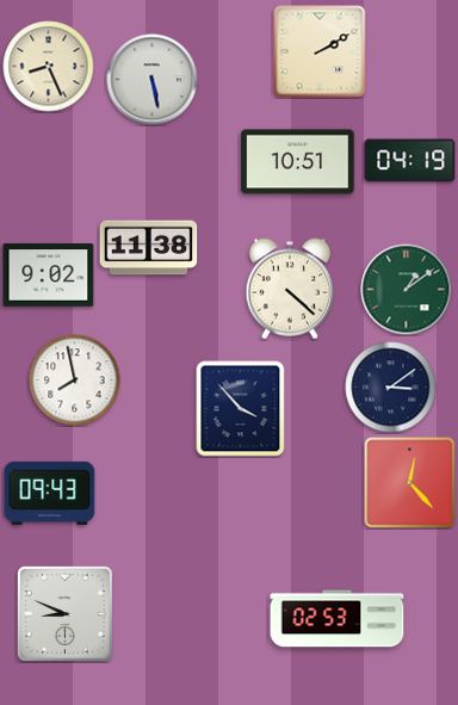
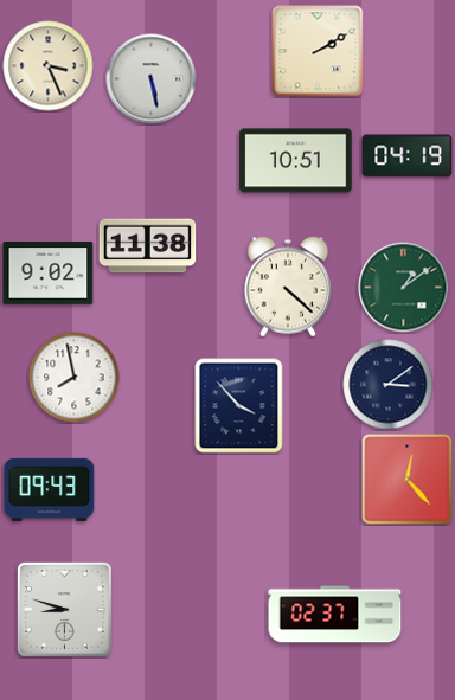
clock at (49, 67): 8:26 -> 3:26
clock at (410, 161) position: (410, 161) -> (408, 156)
clock at (64, 613): 8:49 -> 8:48
clock at (338, 619): 02:53 -> 02:37
